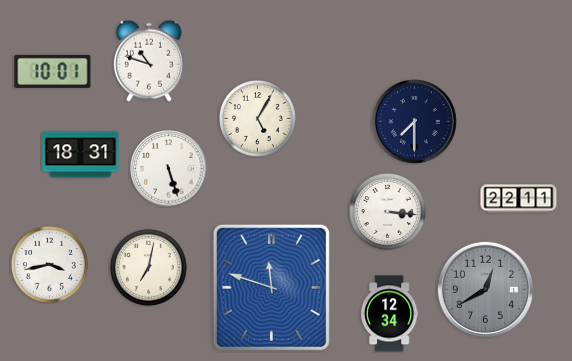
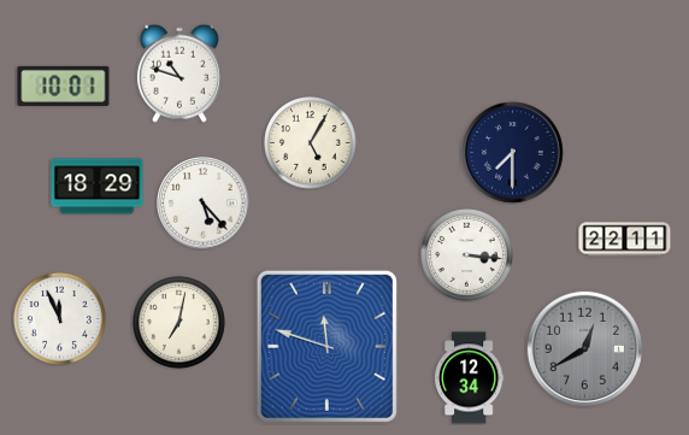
clock at (415, 122) position: (415, 122) -> (513, 153)
clock at (81, 155): 18:31 -> 18:29
clock at (169, 169): 5:27 -> 5:23
clock at (50, 265): 3:43 -> 11:56
